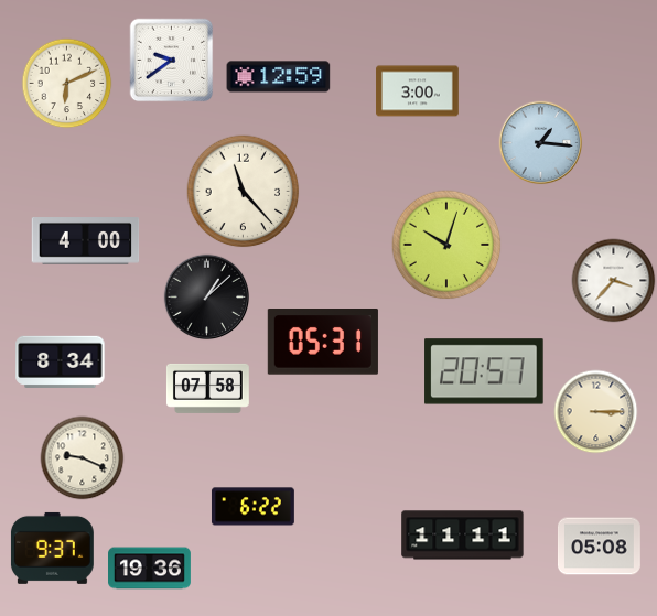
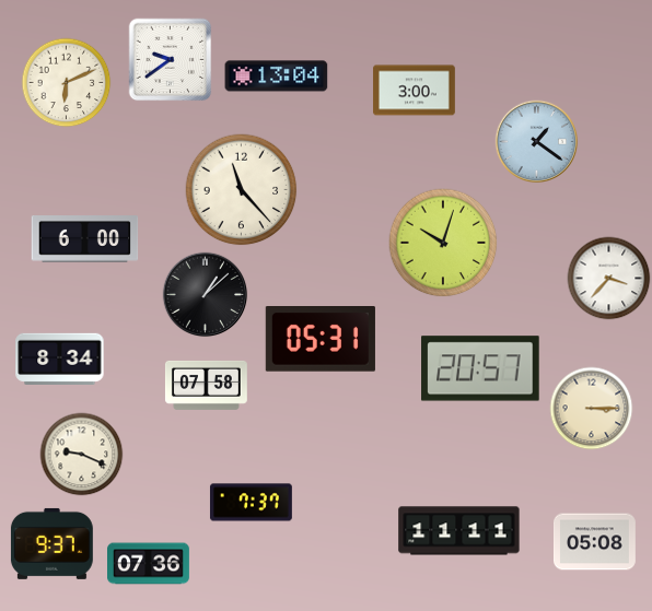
clock at (279, 77): 12:59 -> 13:04
clock at (541, 143): 1:16 -> 1:21
clock at (86, 241): 4:00 -> 6:00
clock at (252, 507): 6:22 -> 7:37
clock at (150, 569): 19:36 -> 07:36
